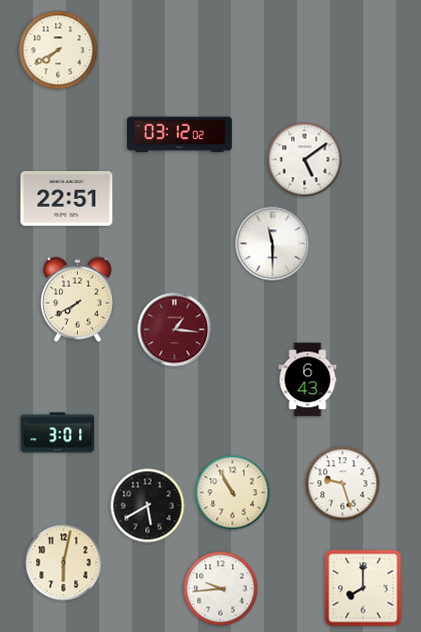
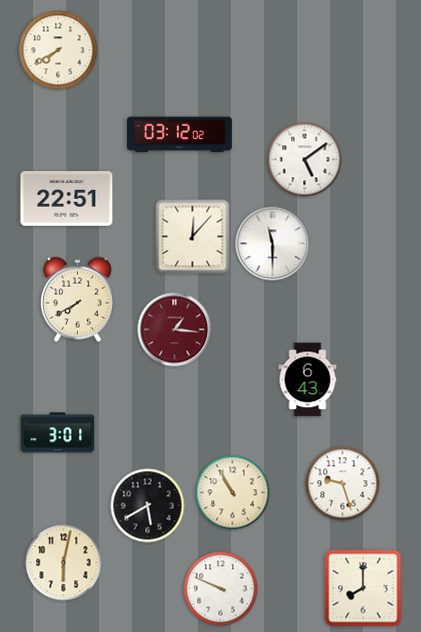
clock at (193, 237): none -> 12:07
clock at (221, 589): 9:44 -> 9:49
